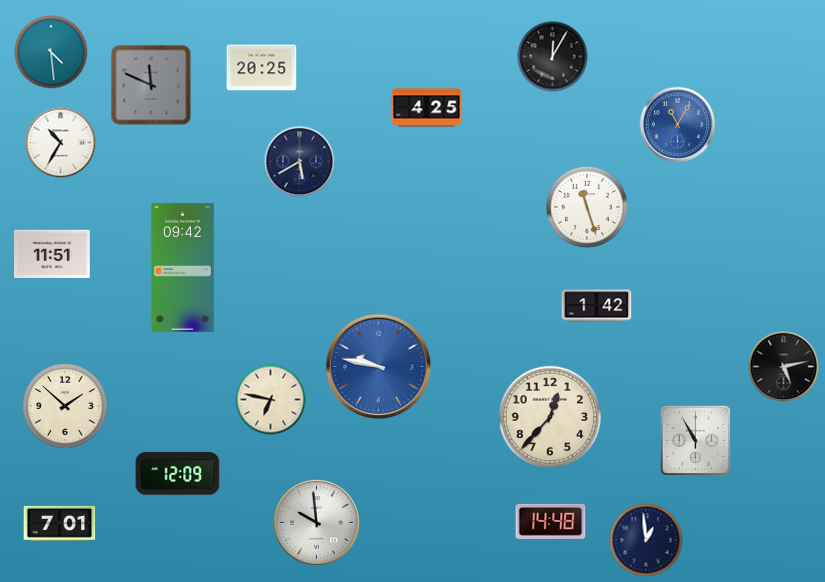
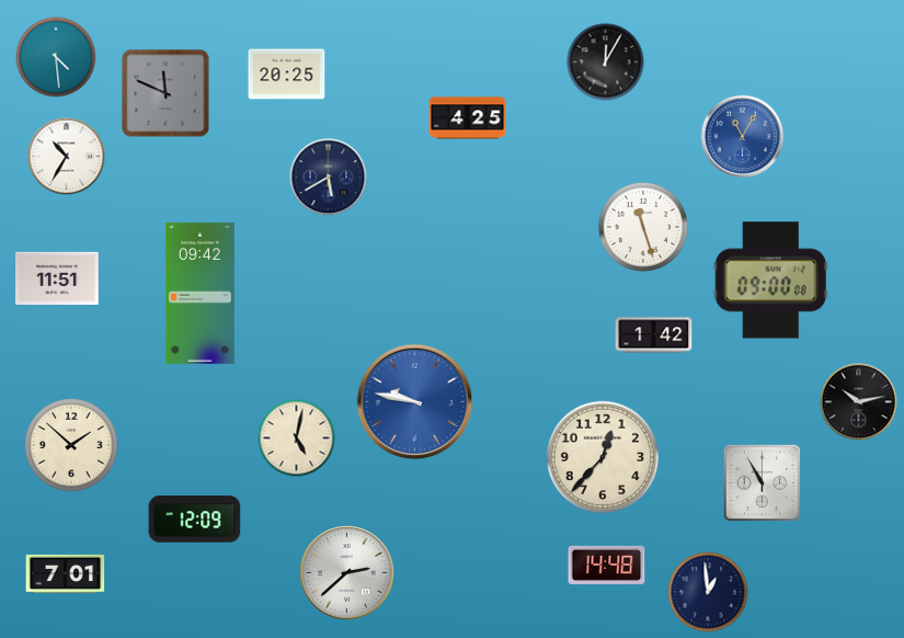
clock at (770, 281): none -> 09:00
clock at (784, 367): 5:13 -> 10:13
clock at (271, 400): 6:47 -> 5:02
clock at (551, 521) position: (551, 521) -> (607, 565)
clock at (317, 523): 9:59 -> 2:38
